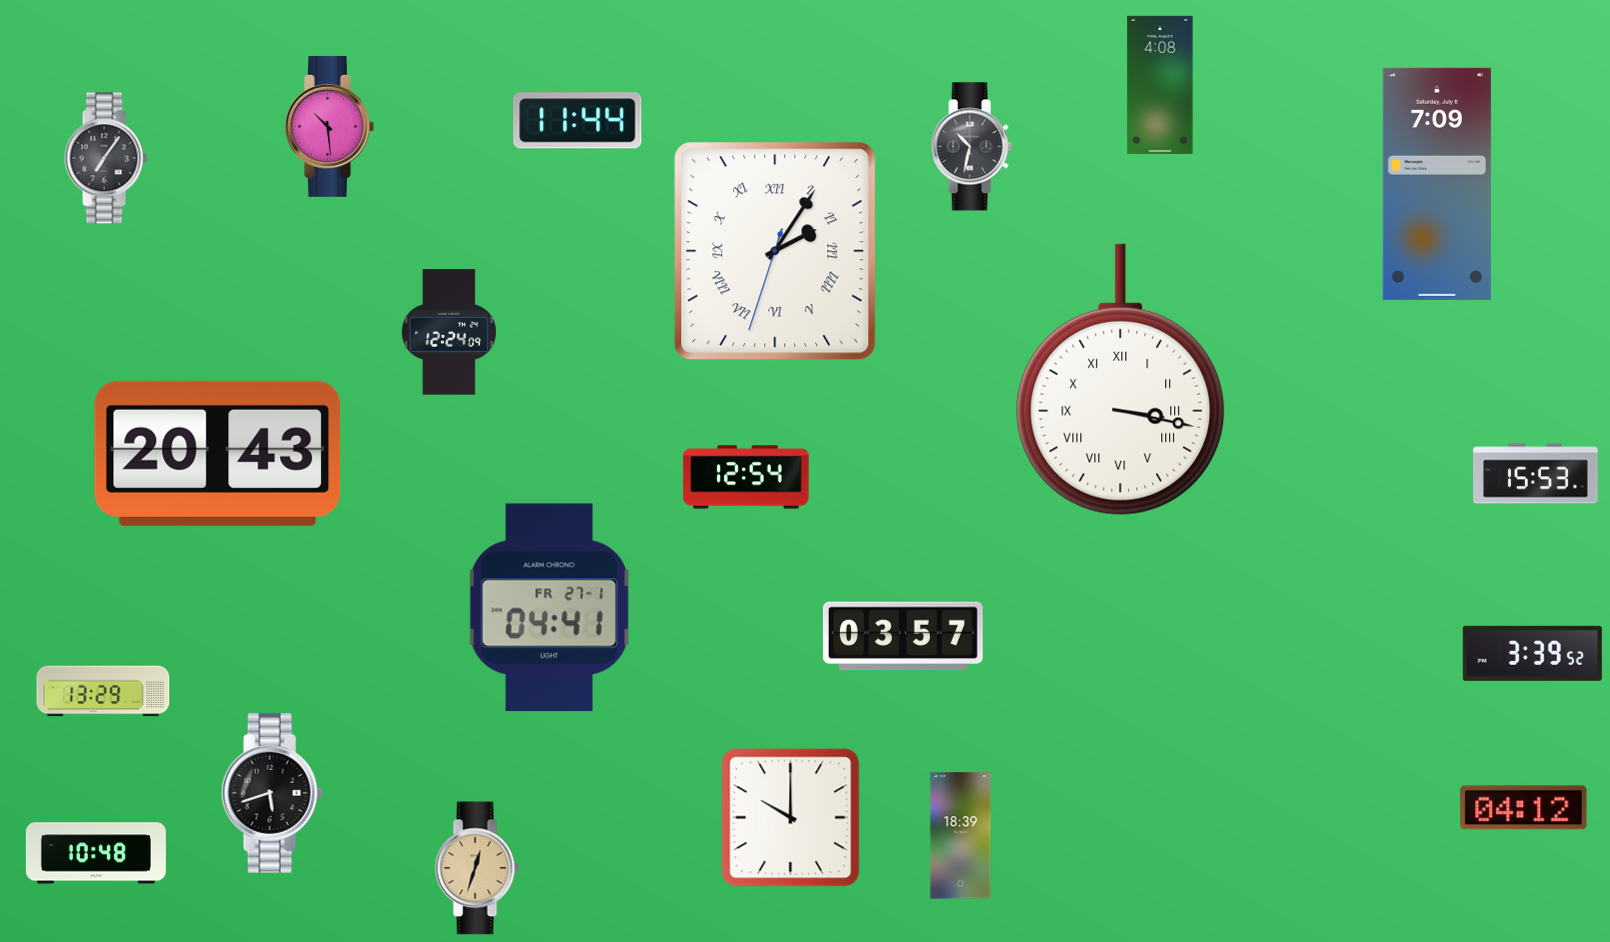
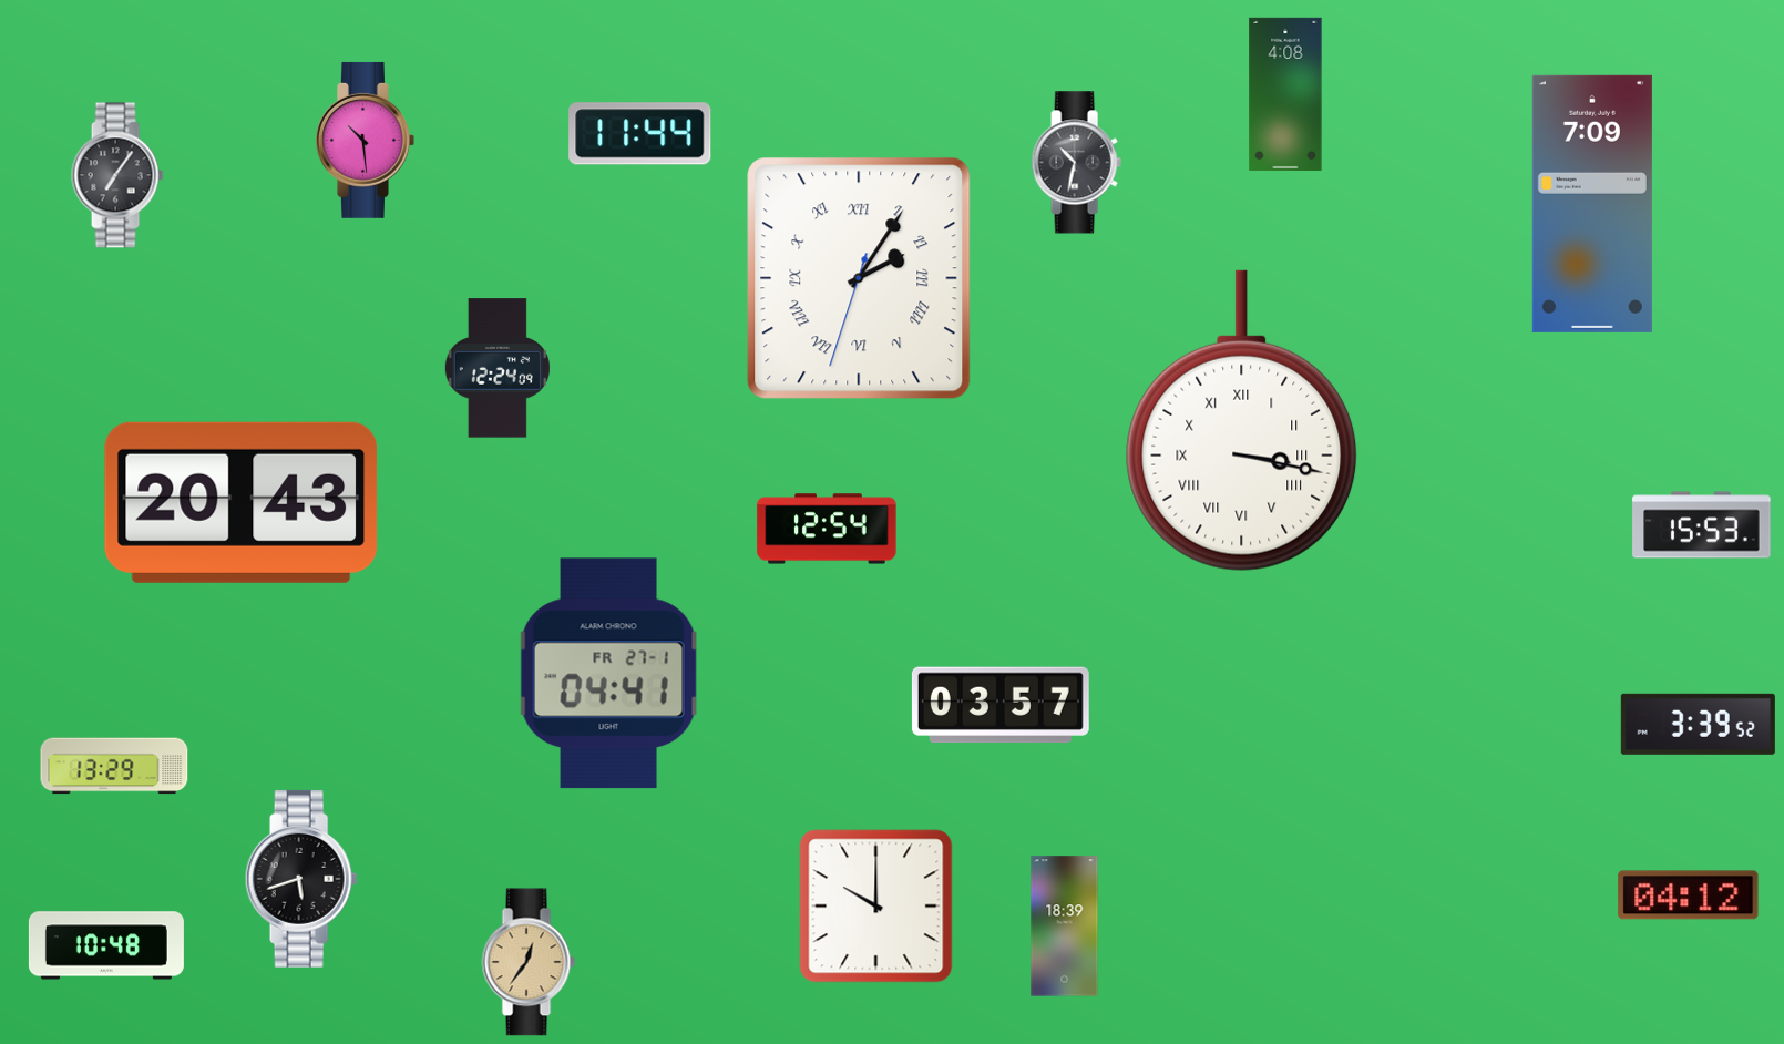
clock at (477, 868): 12:33 -> 12:36
